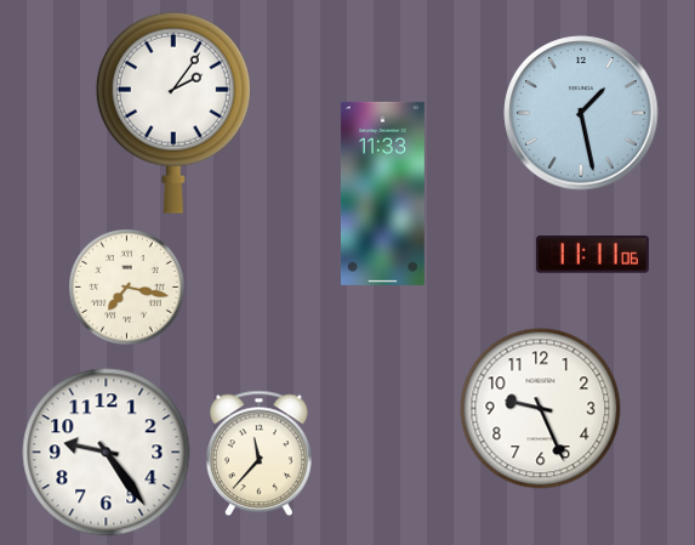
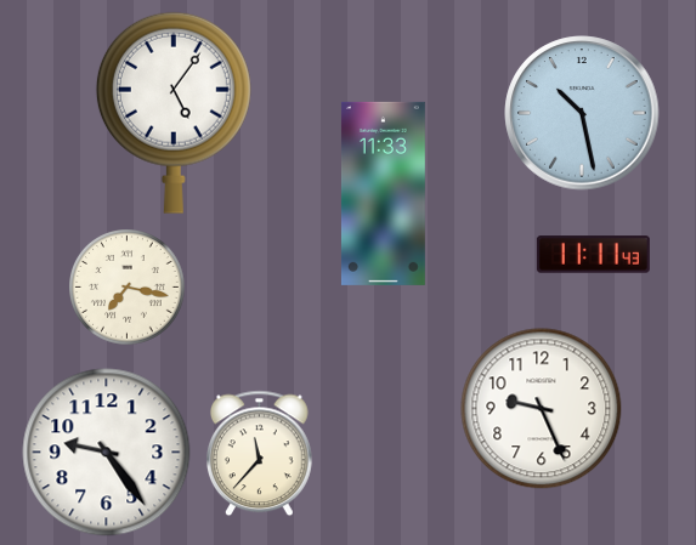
clock at (173, 113): 2:06 -> 5:06
clock at (581, 113): 1:28 -> 10:28
clock at (592, 255): 11:11:06 -> 11:11:43
